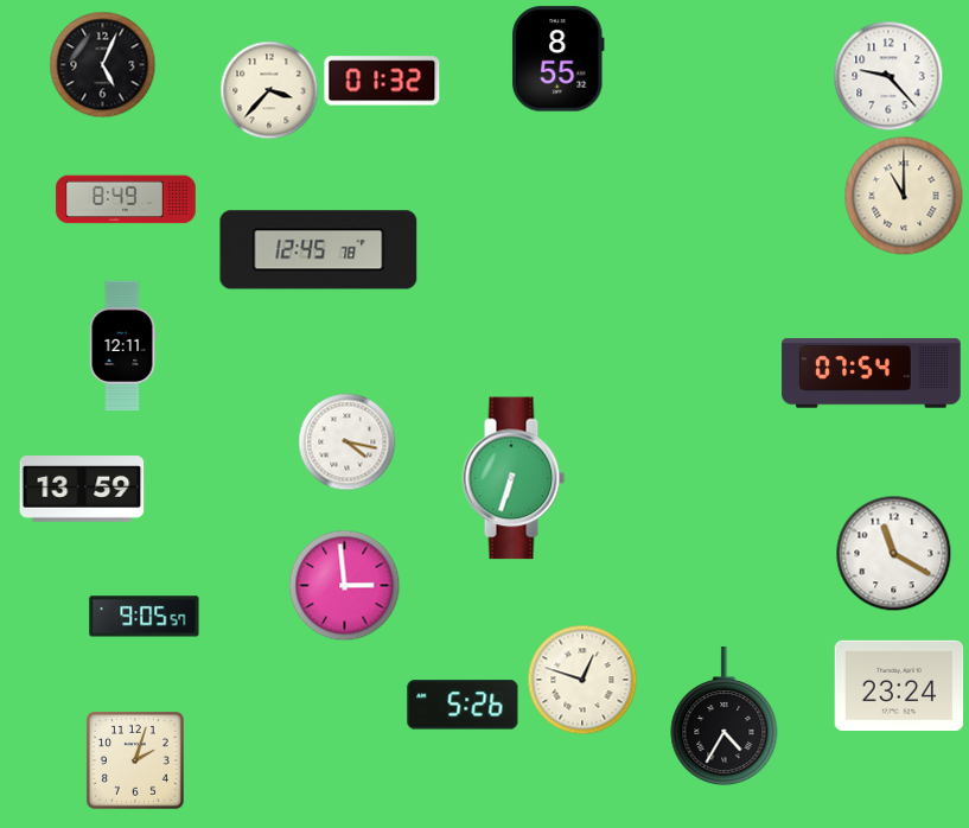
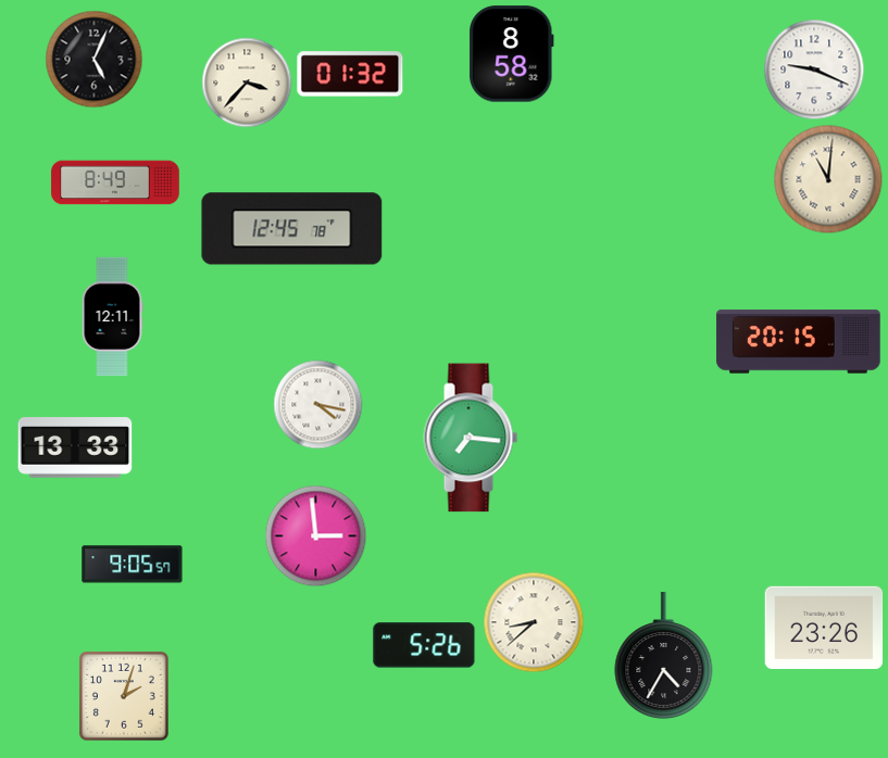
clock at (557, 59): 8:55 -> 8:58
clock at (888, 76): 9:23 -> 9:19
clock at (904, 196): 11:00 -> 11:01
clock at (872, 374): 07:54 -> 20:15
clock at (514, 478): 6:33 -> 7:16
clock at (82, 489): 13:59 -> 13:33
clock at (894, 554): 11:20 -> none
clock at (582, 680): 12:48 -> 8:38
clock at (899, 684): 23:24 -> 23:26
